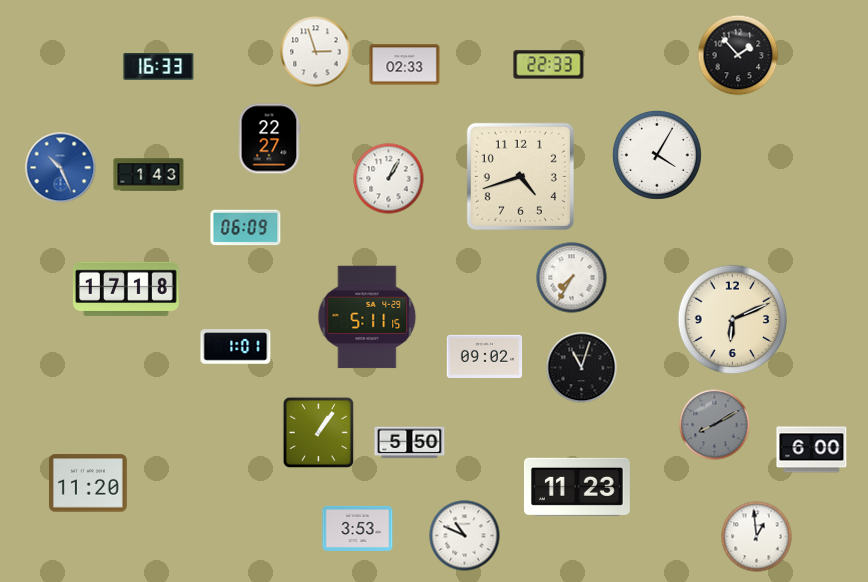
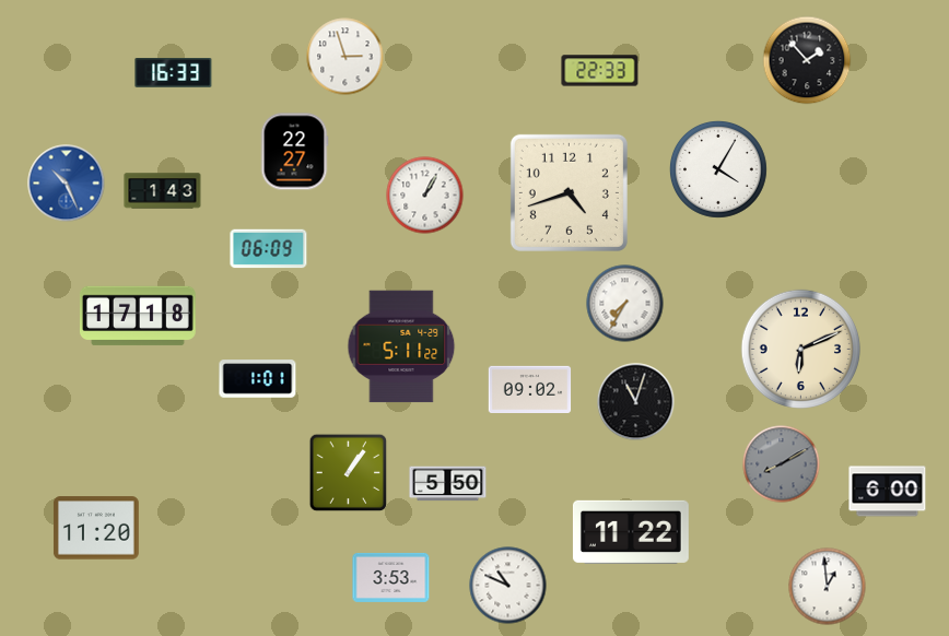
clock at (405, 65): 02:33 -> none
clock at (367, 317): 5:11:15 -> 5:11:22
clock at (577, 487): 11:23 -> 11:22
